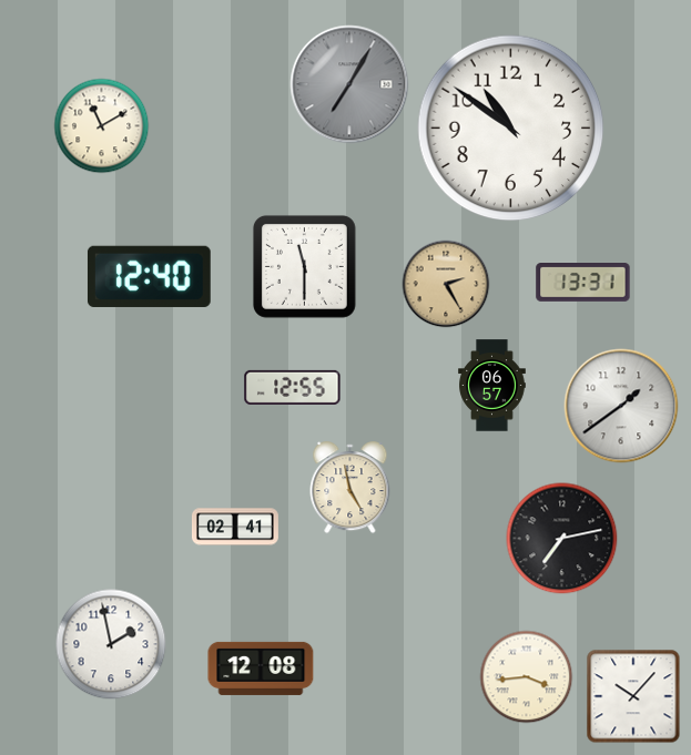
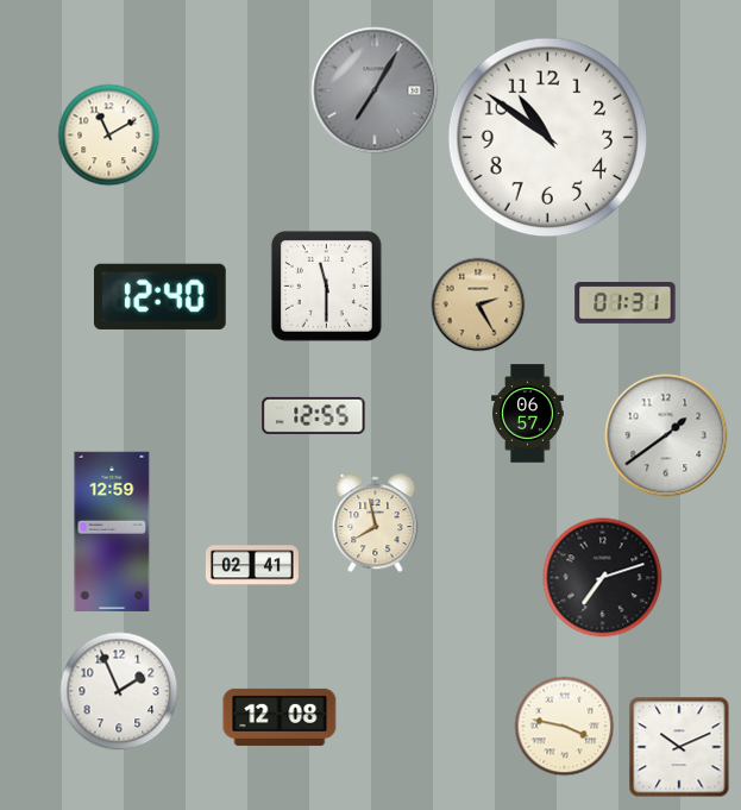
clock at (583, 283): 13:31 -> 01:31
clock at (350, 488): 4:58 -> 7:58
clock at (112, 530): none -> 12:59
clock at (562, 539): 7:13 -> 7:12
clock at (111, 644): 1:58 -> 1:56
clock at (527, 677): 3:44 -> 3:47
clock at (633, 696): 10:07 -> 10:11
